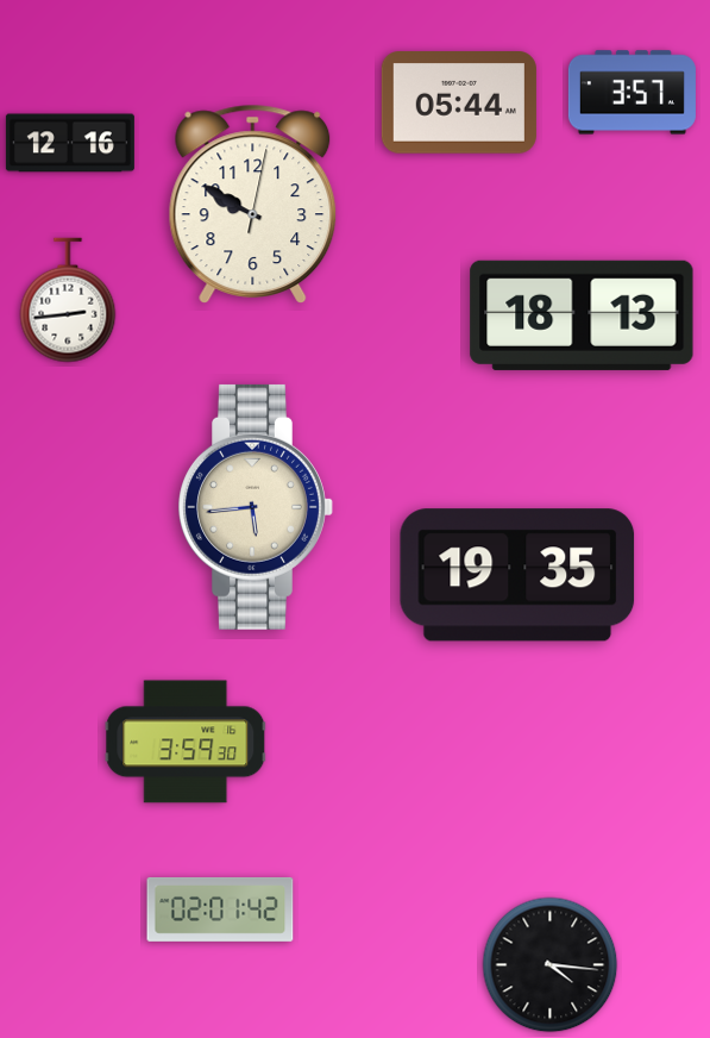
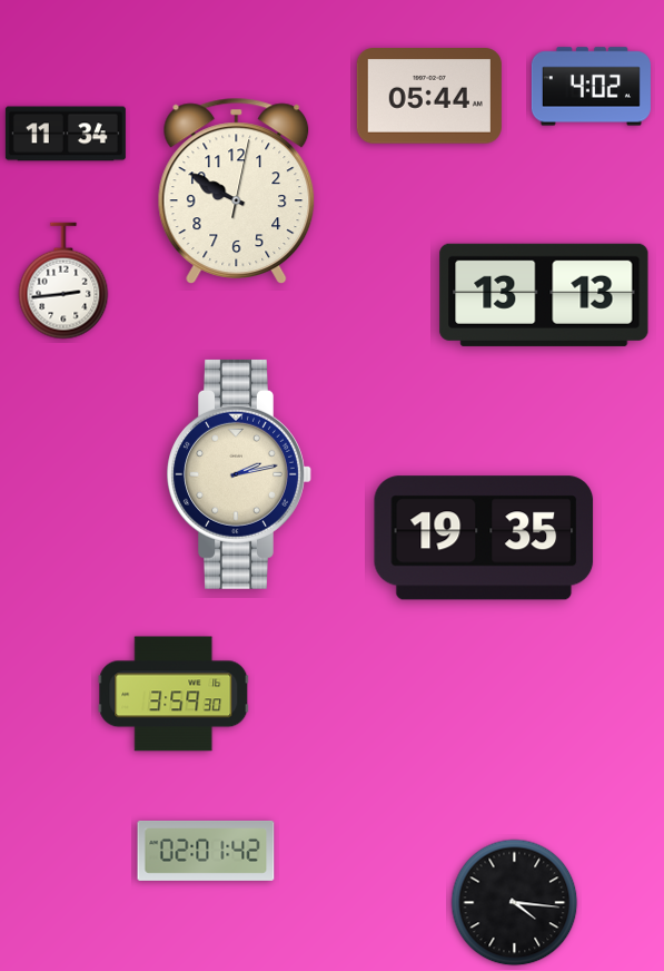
clock at (632, 93): 3:57 -> 4:02
clock at (70, 143): 12:16 -> 11:34
clock at (582, 315): 18:13 -> 13:13
clock at (256, 507): 5:44 -> 2:13
